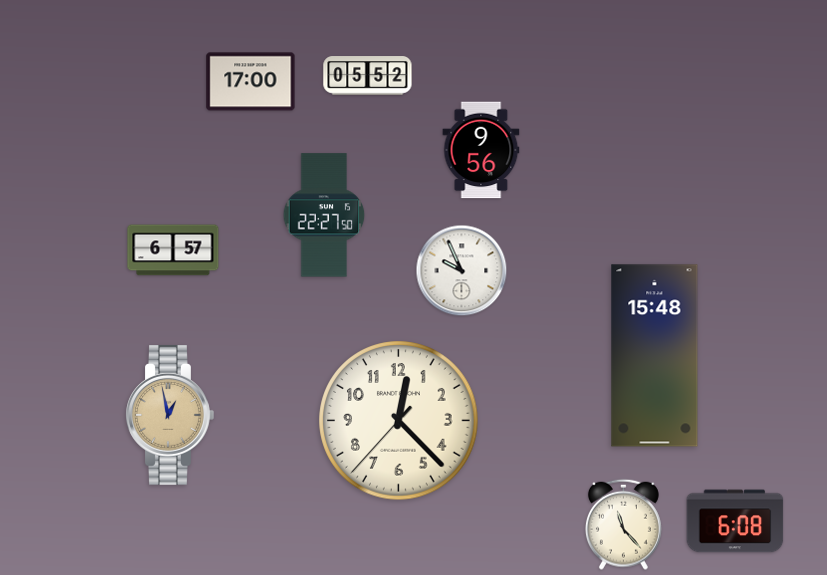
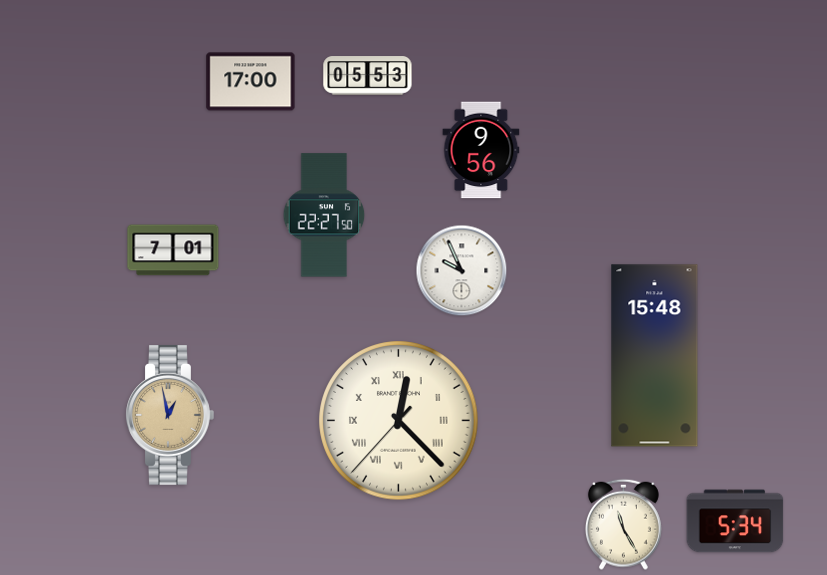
clock at (368, 76): 05:52 -> 05:53
clock at (173, 250): 6:57 -> 7:01
clock at (399, 421) numerals: Arabic -> Roman
clock at (735, 521): 6:08 -> 5:34
clock at (623, 524): 11:23 -> 11:25
